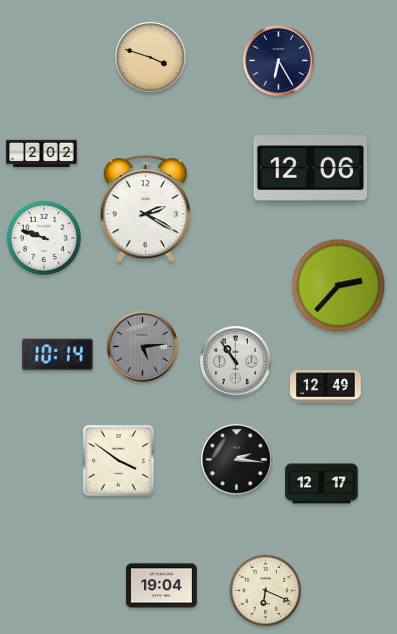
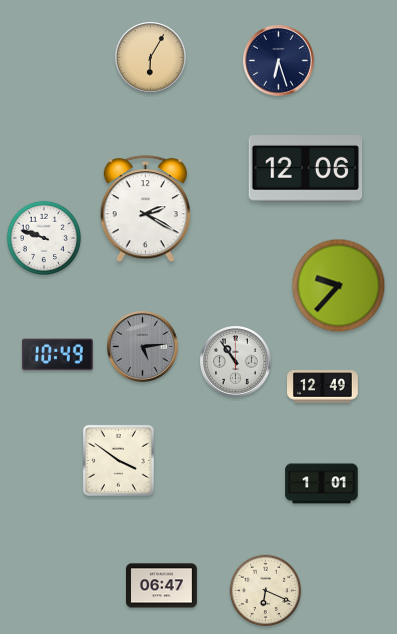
clock at (151, 58): 3:48 -> 6:05
clock at (279, 61): 6:25 -> 6:27
clock at (42, 154): 2:02 -> none
clock at (311, 169) position: (311, 169) -> (306, 169)
clock at (339, 286): 2:37 -> 9:37
clock at (57, 355): 10:14 -> 10:49
clock at (326, 387) position: (326, 387) -> (323, 387)
clock at (237, 460): 2:16 -> none
clock at (322, 484): 12:17 -> 1:01
clock at (162, 586): 19:04 -> 06:47
